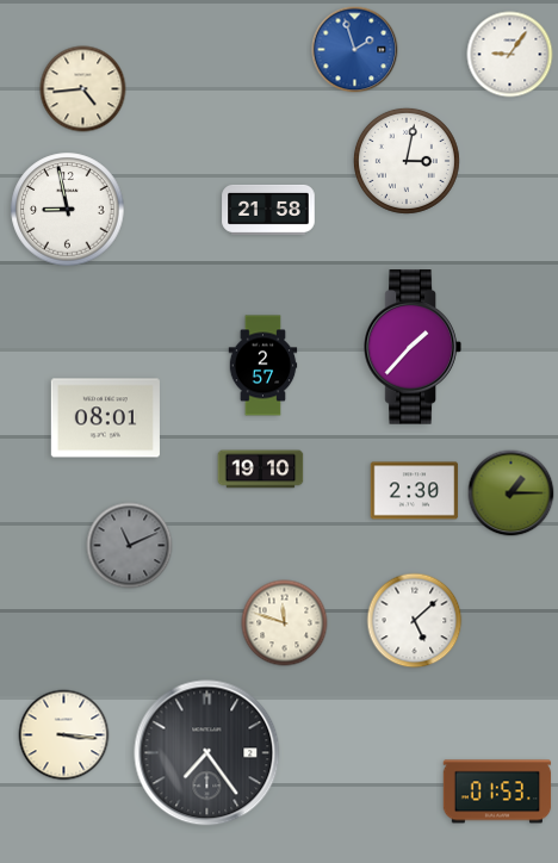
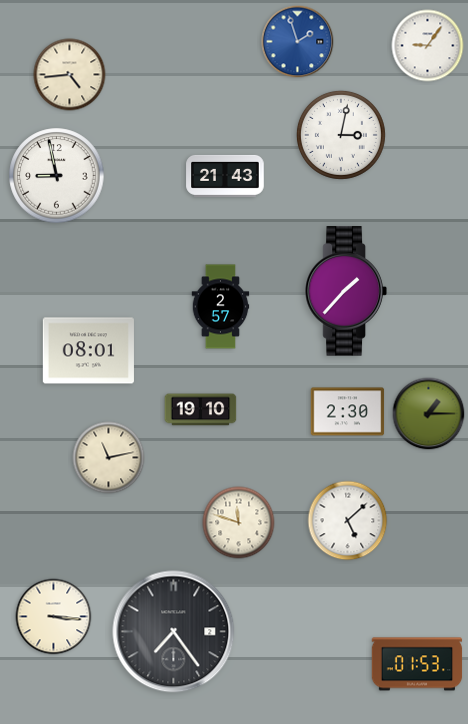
clock at (268, 210): 21:58 -> 21:43
clock at (261, 470) position: (261, 470) -> (201, 410)
clock at (130, 546): 11:11 -> 11:13
clock at (130, 546) dial: grey -> cream
